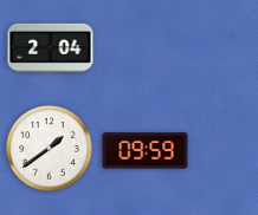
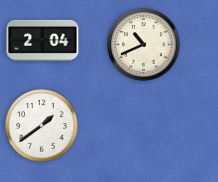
clock at (144, 45): none -> 10:41
clock at (146, 151): 09:59 -> none
